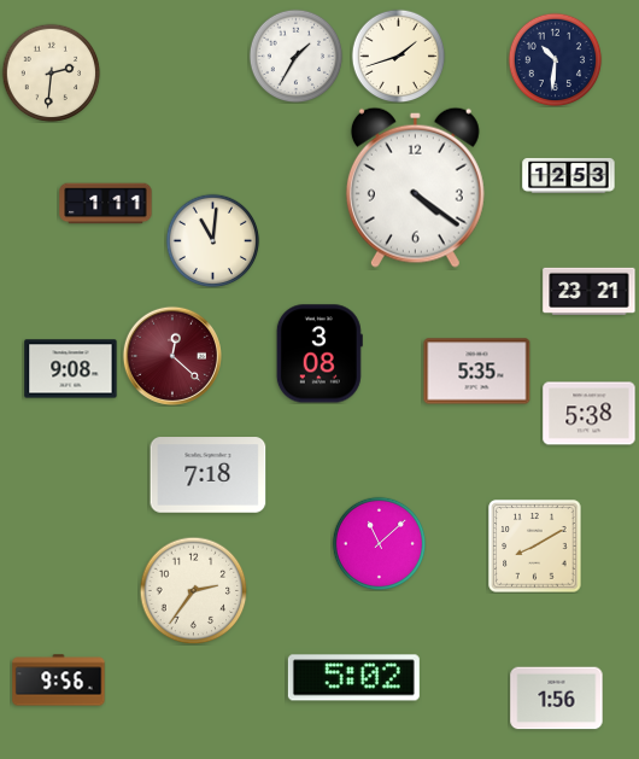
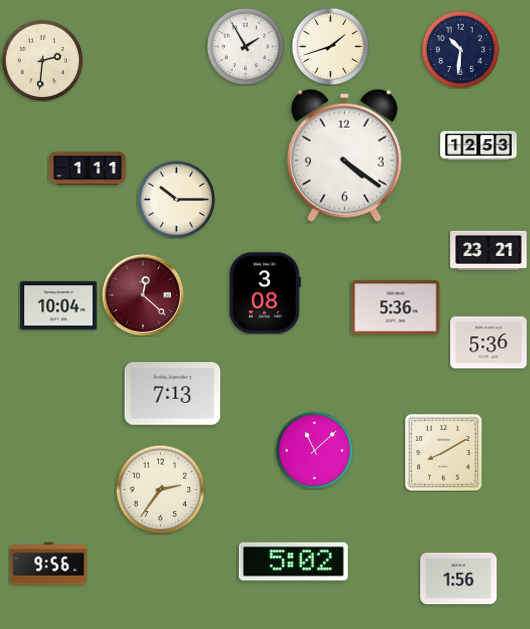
clock at (295, 56): 1:35 -> 1:55
clock at (569, 175) position: (569, 175) -> (479, 145)
clock at (212, 240): 11:01 -> 10:15
clock at (590, 291) position: (590, 291) -> (489, 250)
clock at (71, 369): 9:08 -> 10:04
clock at (477, 372): 5:35 -> 5:36
clock at (590, 414): 5:38 -> 5:36
clock at (209, 475): 7:18 -> 7:13
clock at (557, 699) position: (557, 699) -> (459, 579)
